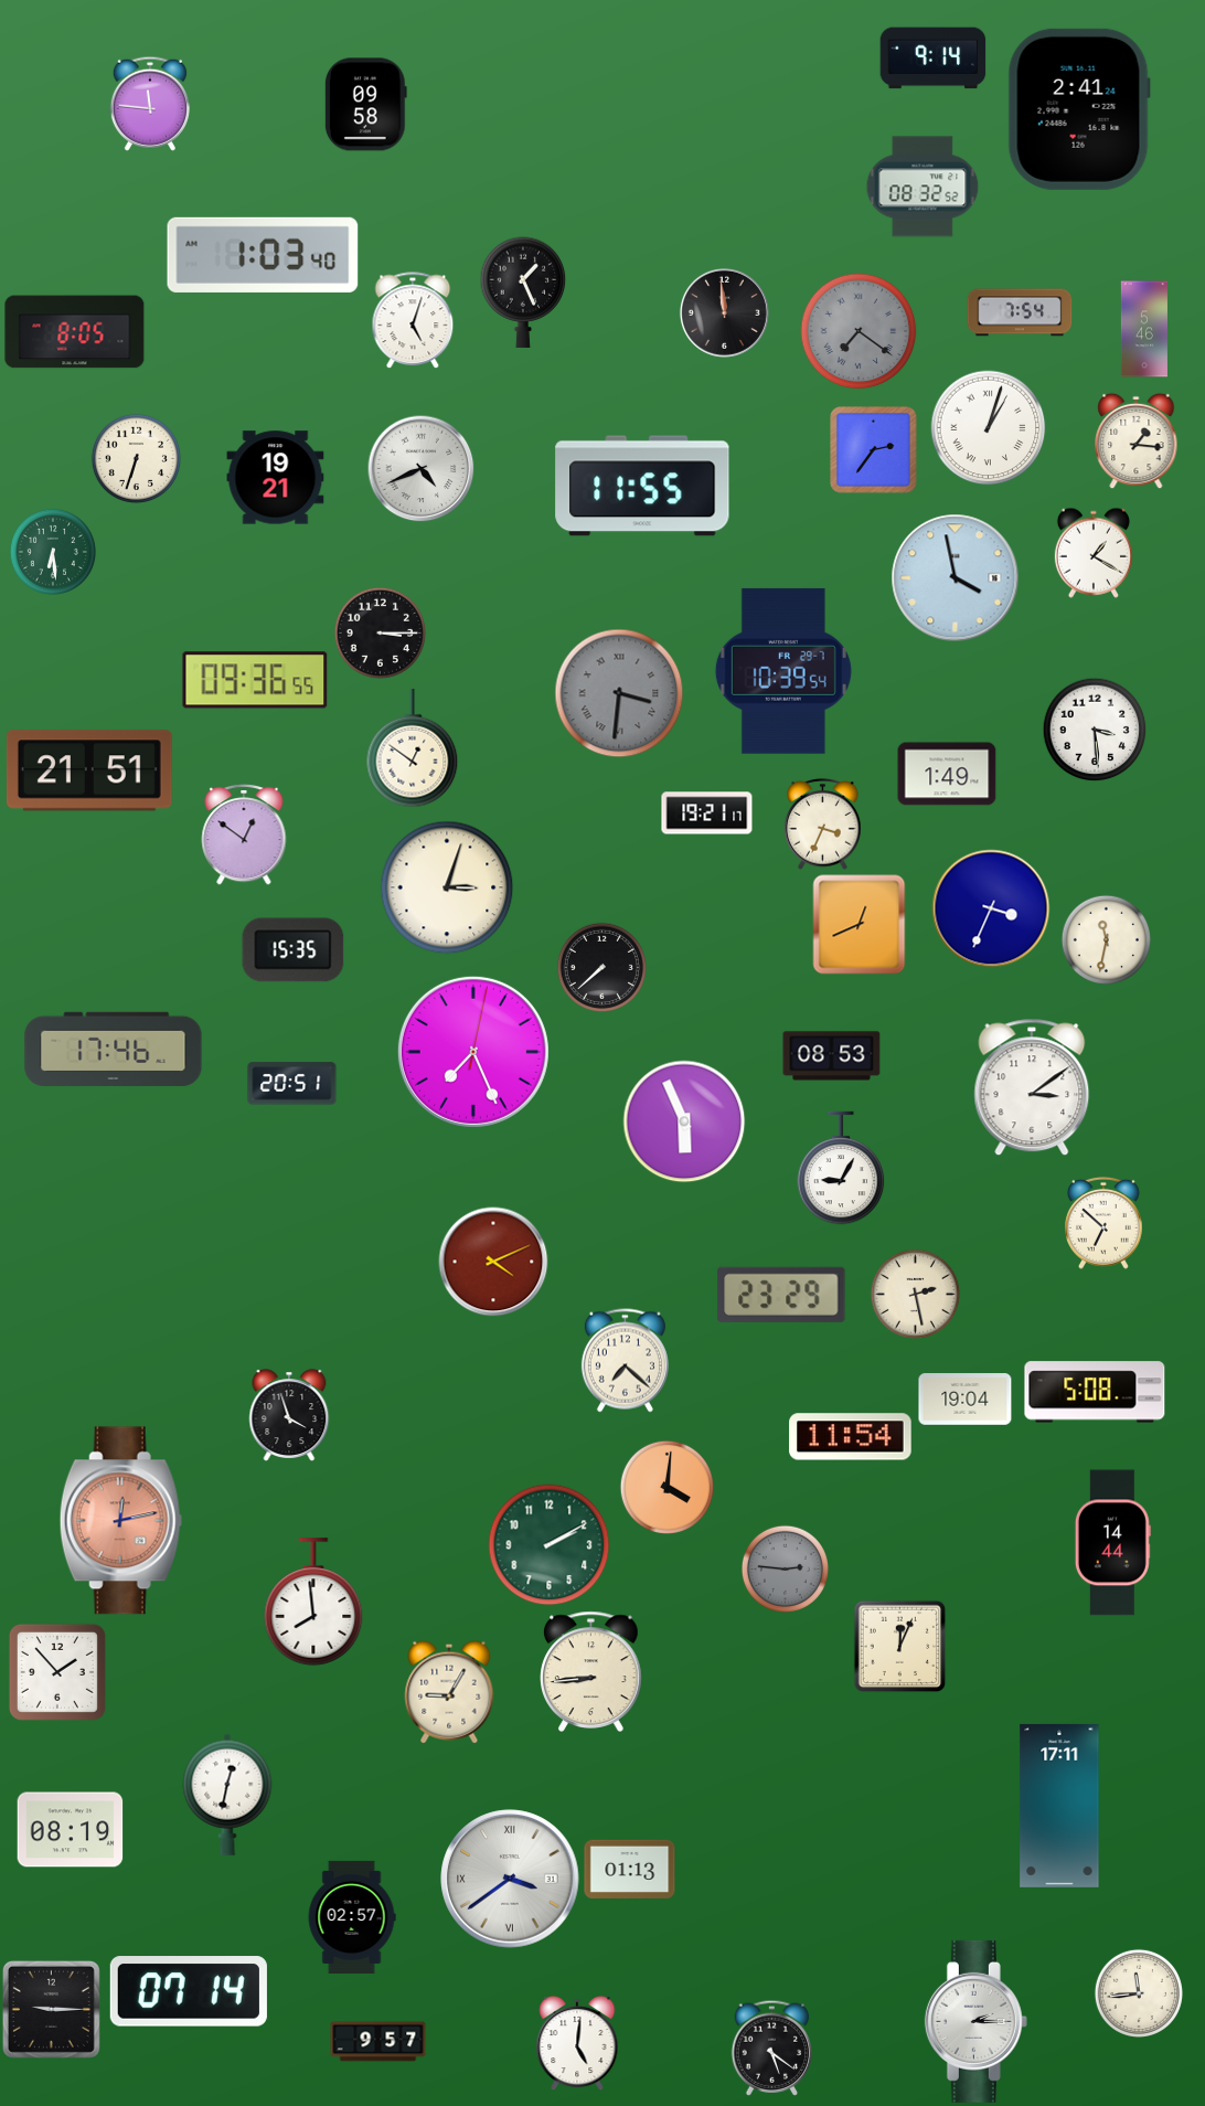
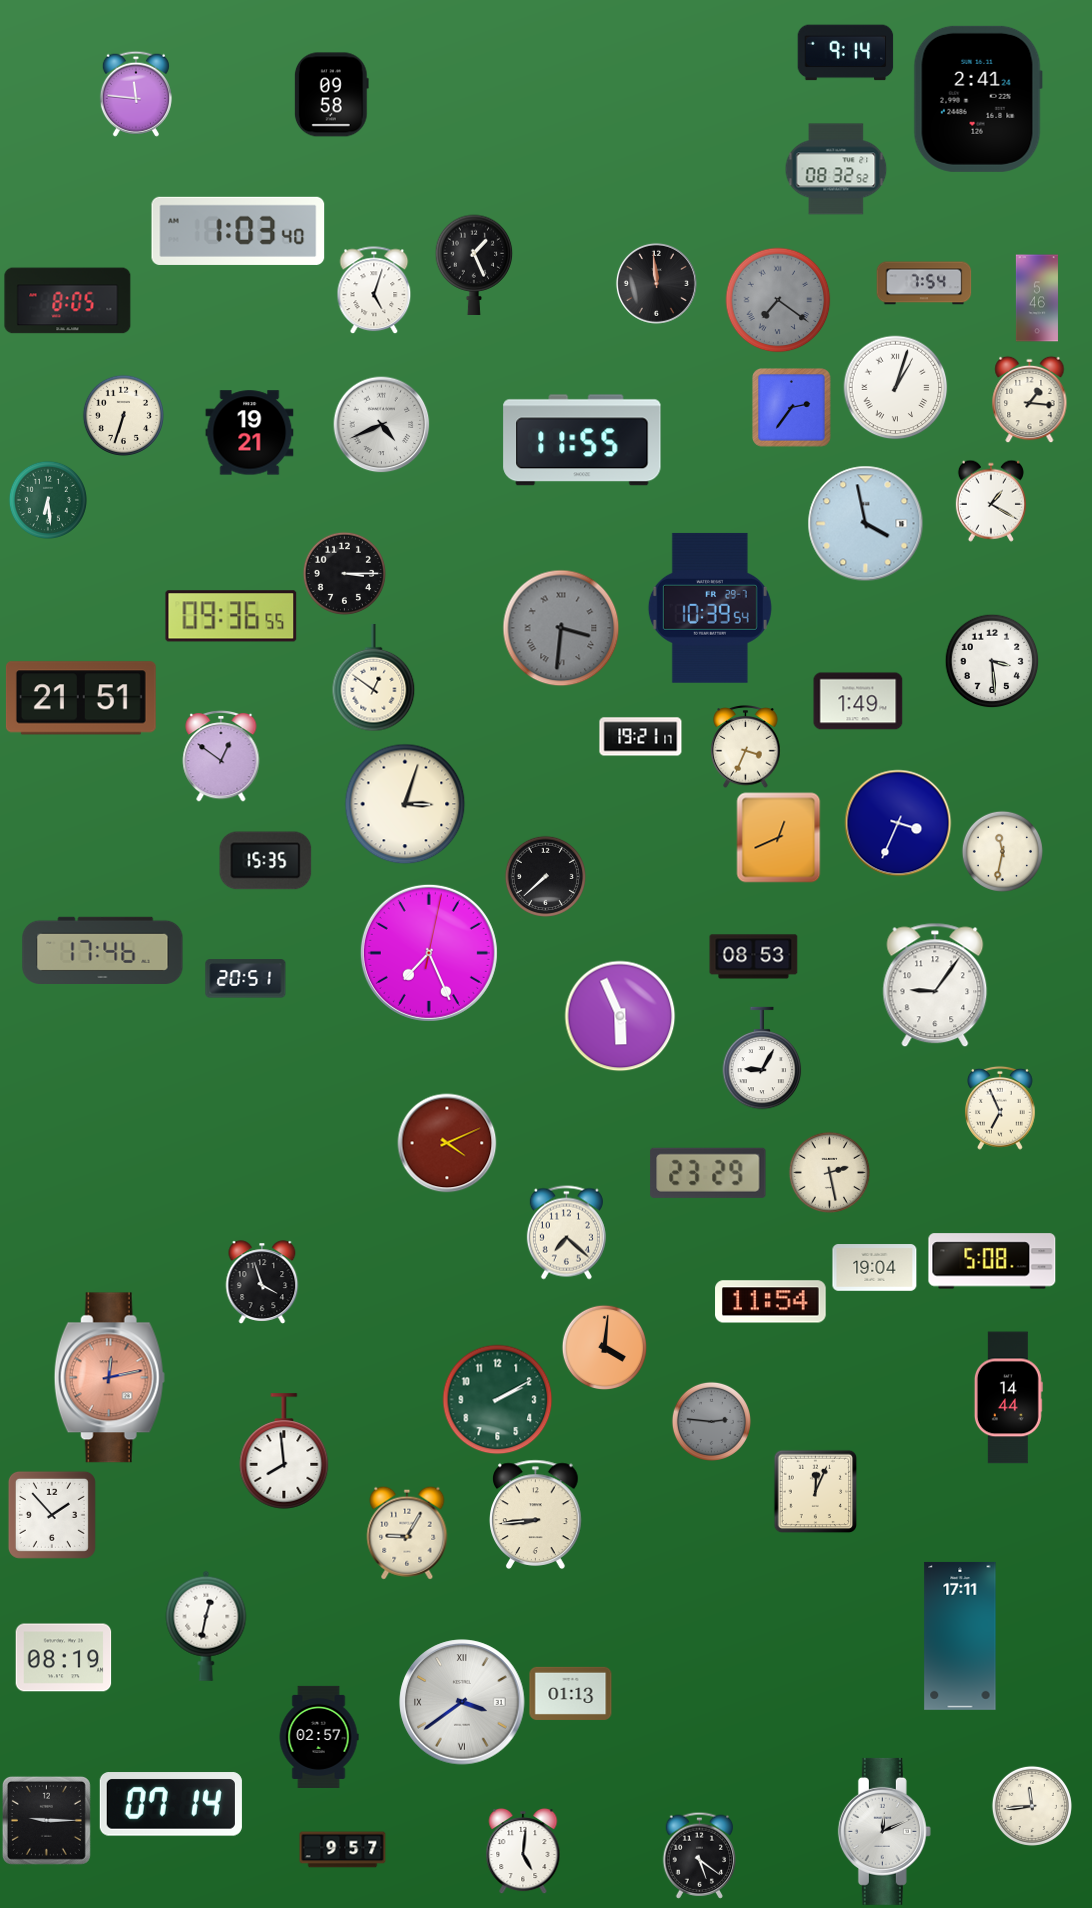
clock at (292, 1084) position: (292, 1084) -> (246, 979)
clock at (1032, 1087): 3:09 -> 9:06
clock at (1105, 1223): 6:52 -> 6:56
clock at (975, 2021): 2:15 -> 12:11
